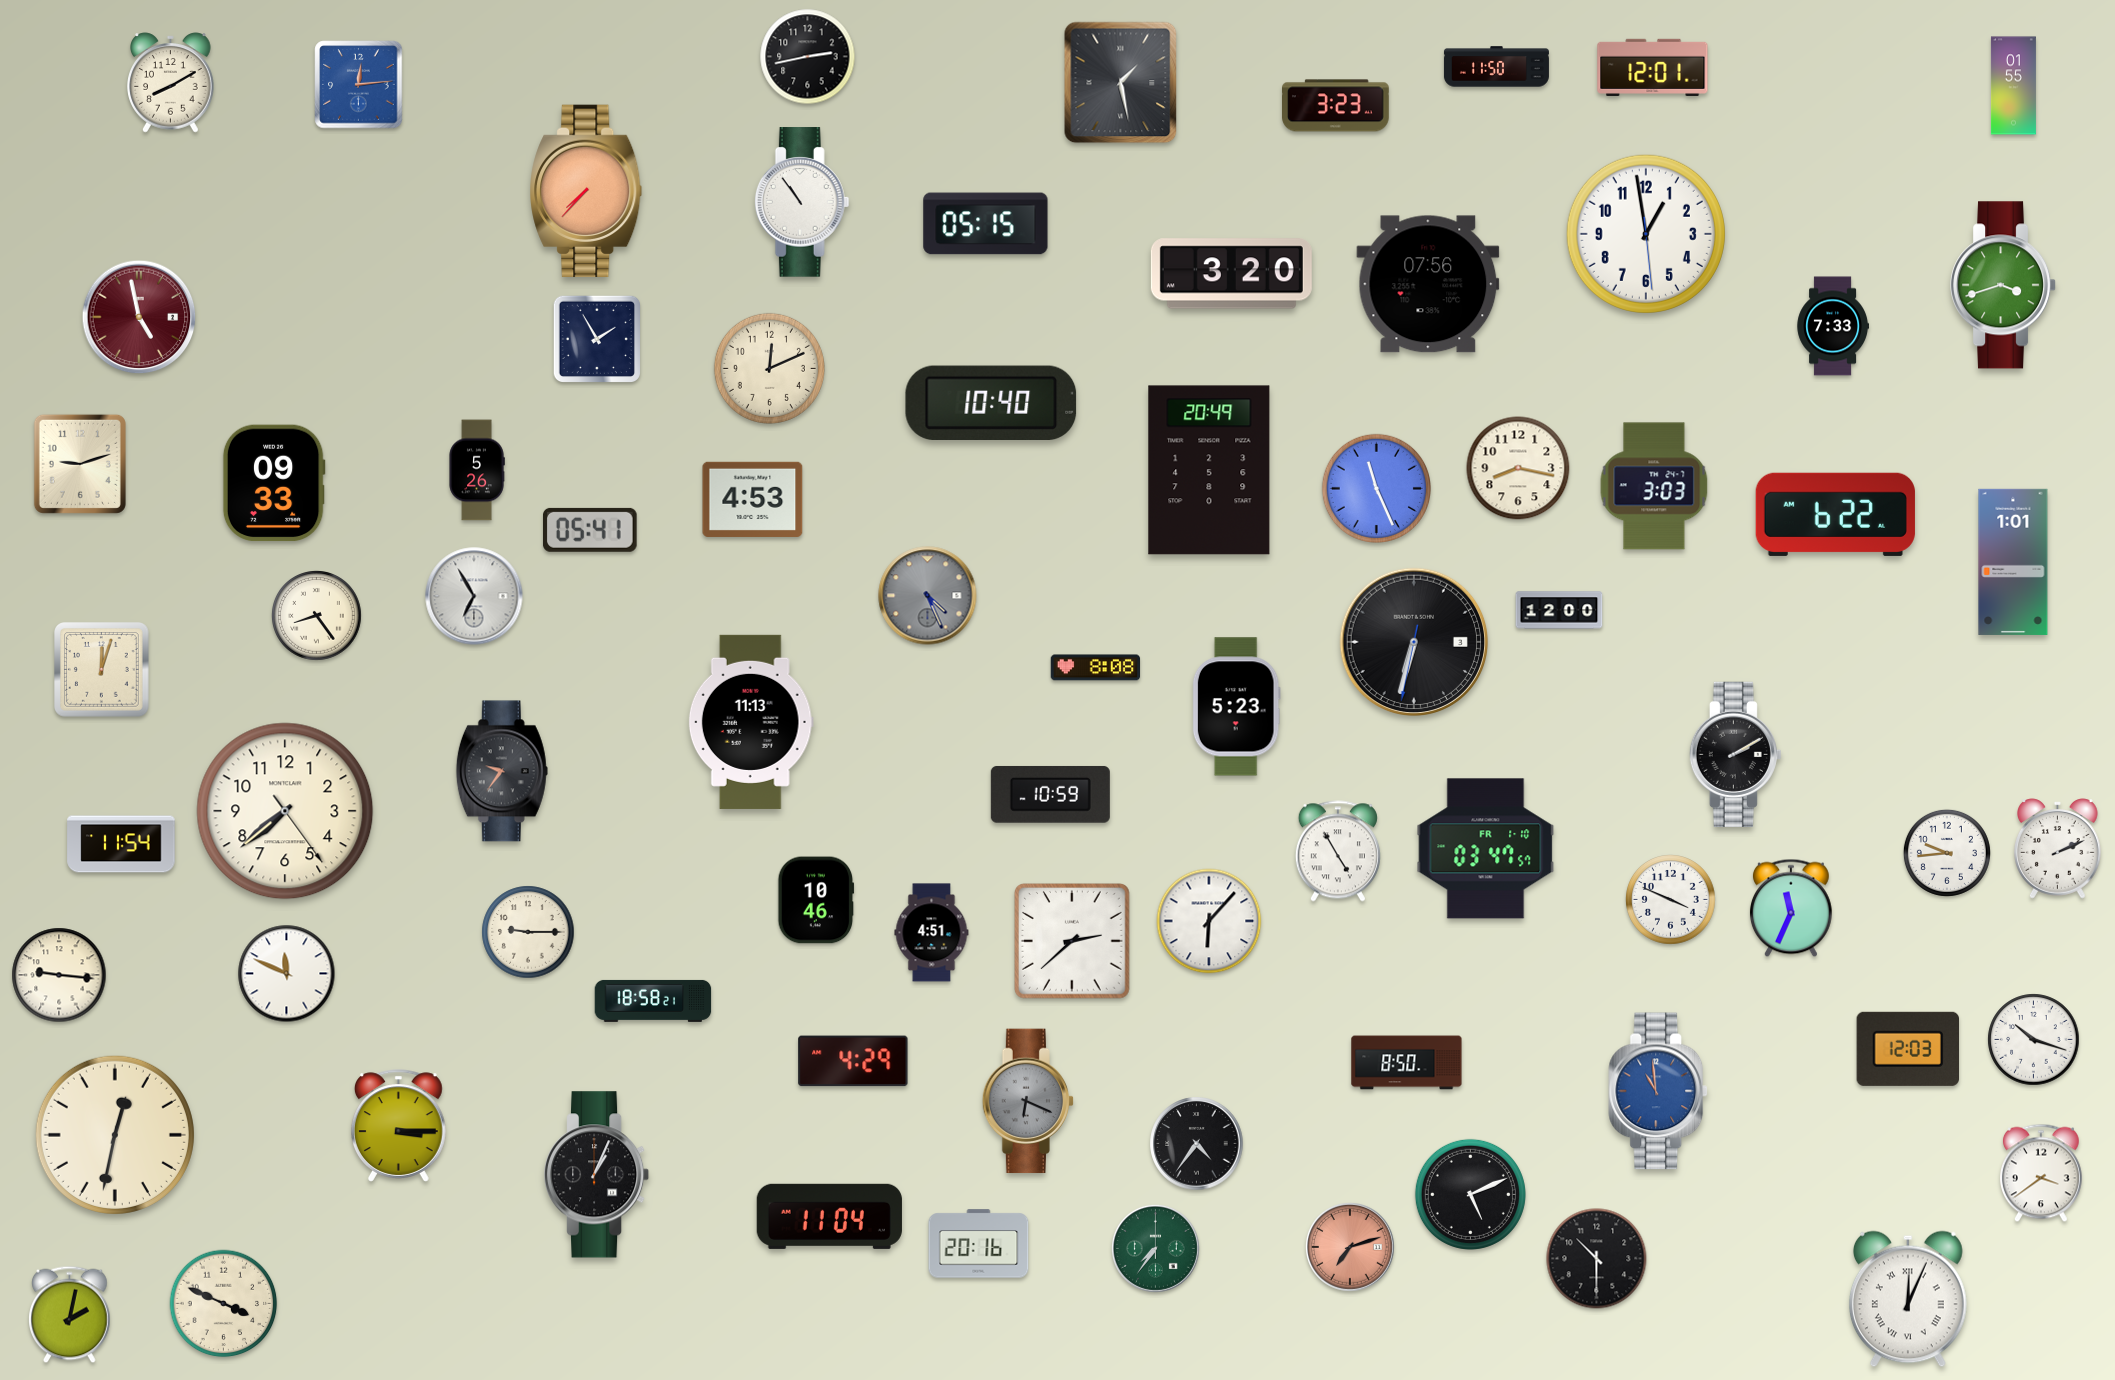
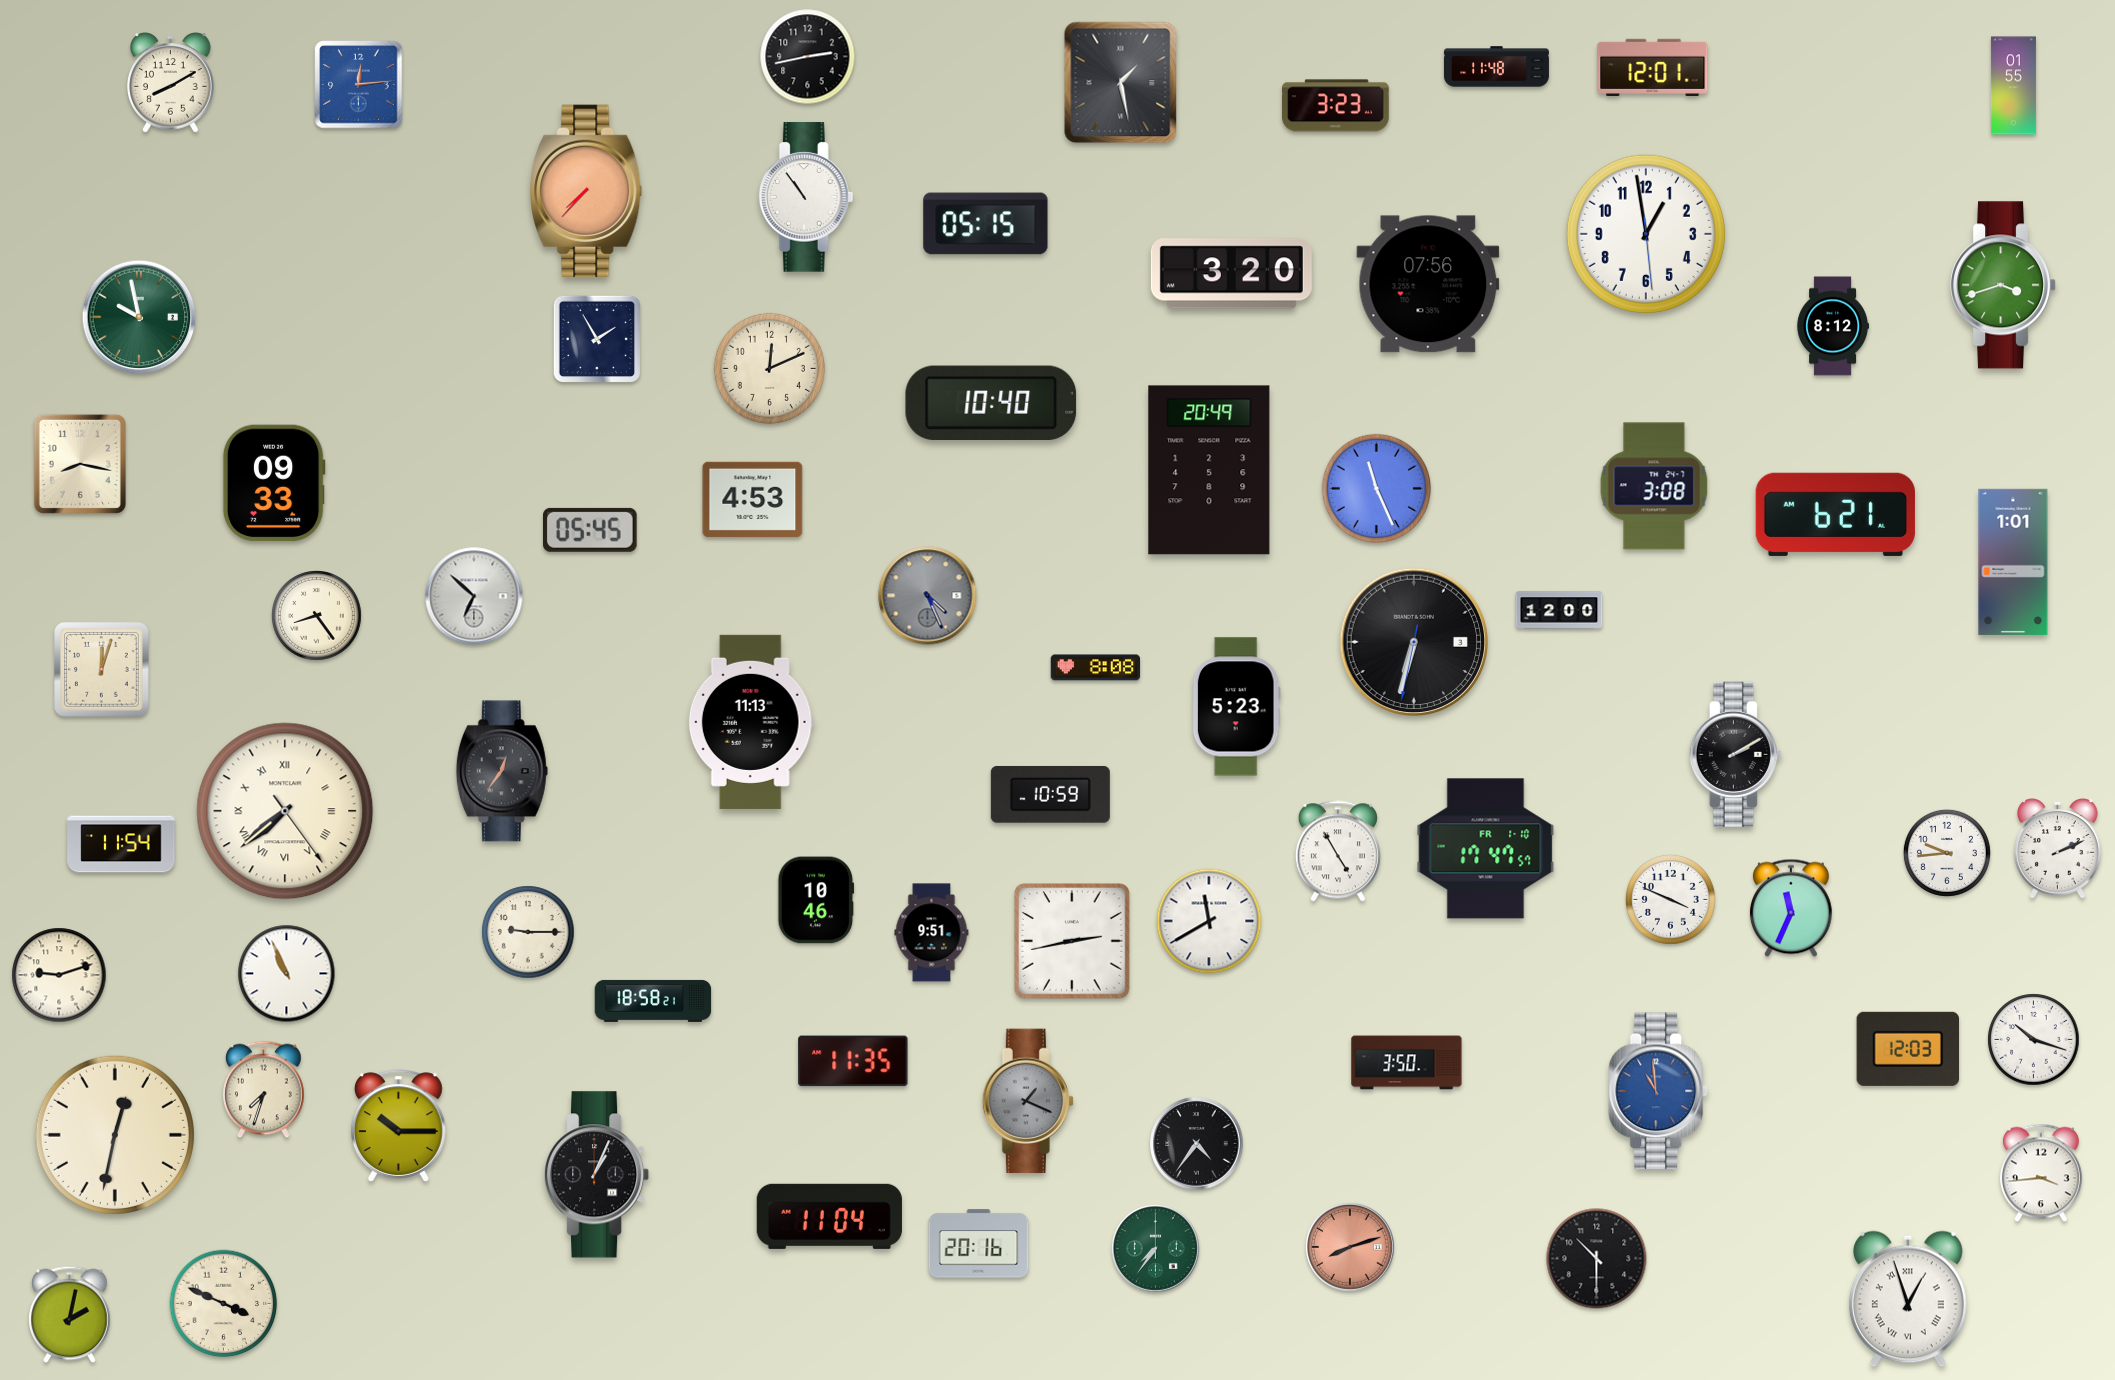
clock at (1496, 67): 11:50 -> 11:48
clock at (802, 202) position: (802, 202) -> (806, 197)
clock at (139, 317): 4:58 -> 9:58
clock at (139, 317) dial: burgundy -> green
clock at (1832, 326): 7:33 -> 8:12
clock at (80, 464): 9:12 -> 8:17
clock at (1518, 468): 8:17 -> none
clock at (477, 470): 5:26 -> none
clock at (1654, 486): 3:03 -> 3:08
clock at (1835, 514): 6:22 -> 6:21
clock at (591, 530): 05:41 -> 05:45
clock at (474, 596): 6:55 -> 6:52
clock at (502, 771): 9:36 -> 12:36
clock at (285, 811) numerals: Arabic -> Roman
clock at (1486, 849): 03:47 -> 17:47
clock at (1209, 921): 6:07 -> 11:40
clock at (932, 933): 4:51 -> 9:51
clock at (1073, 942): 2:38 -> 2:43
clock at (287, 974): 11:49 -> 10:56
clock at (59, 975): 9:16 -> 9:12
clock at (853, 1061): 4:29 -> 11:35
clock at (1407, 1063): 8:50 -> 3:50
clock at (264, 1090): none -> 7:33
clock at (1027, 1101): 6:19 -> 1:19
clock at (398, 1126): 3:15 -> 10:15
clock at (2041, 1173): 3:39 -> 3:44
clock at (1470, 1194): 5:11 -> none
clock at (1350, 1247): 7:12 -> 8:12
clock at (1908, 1299): 12:04 -> 12:57
